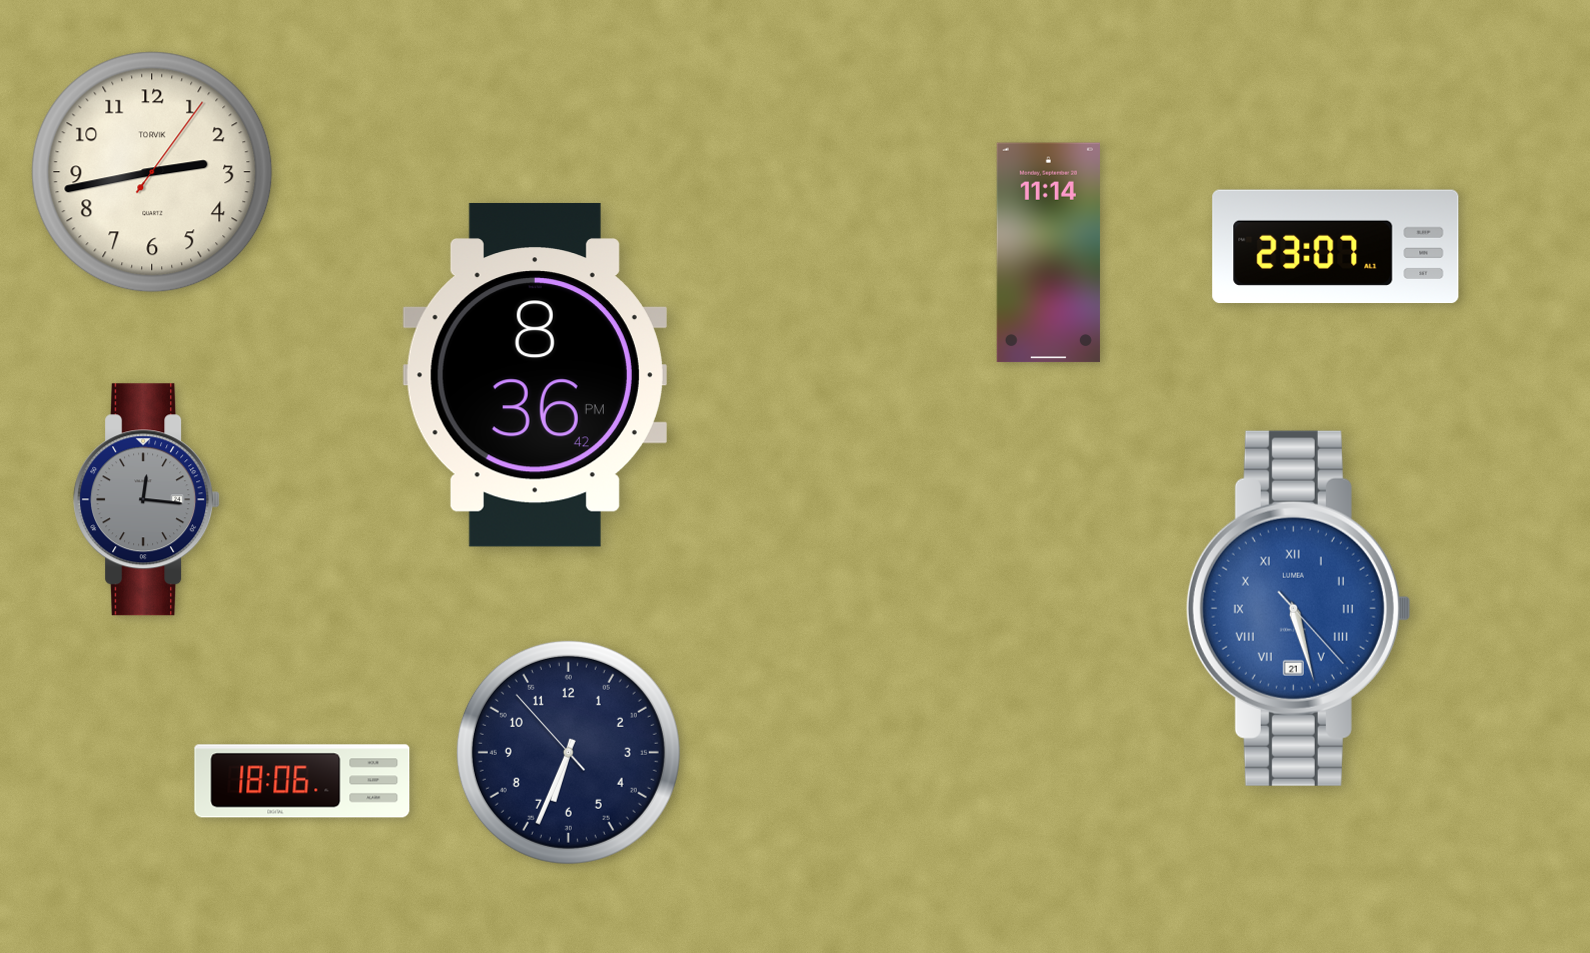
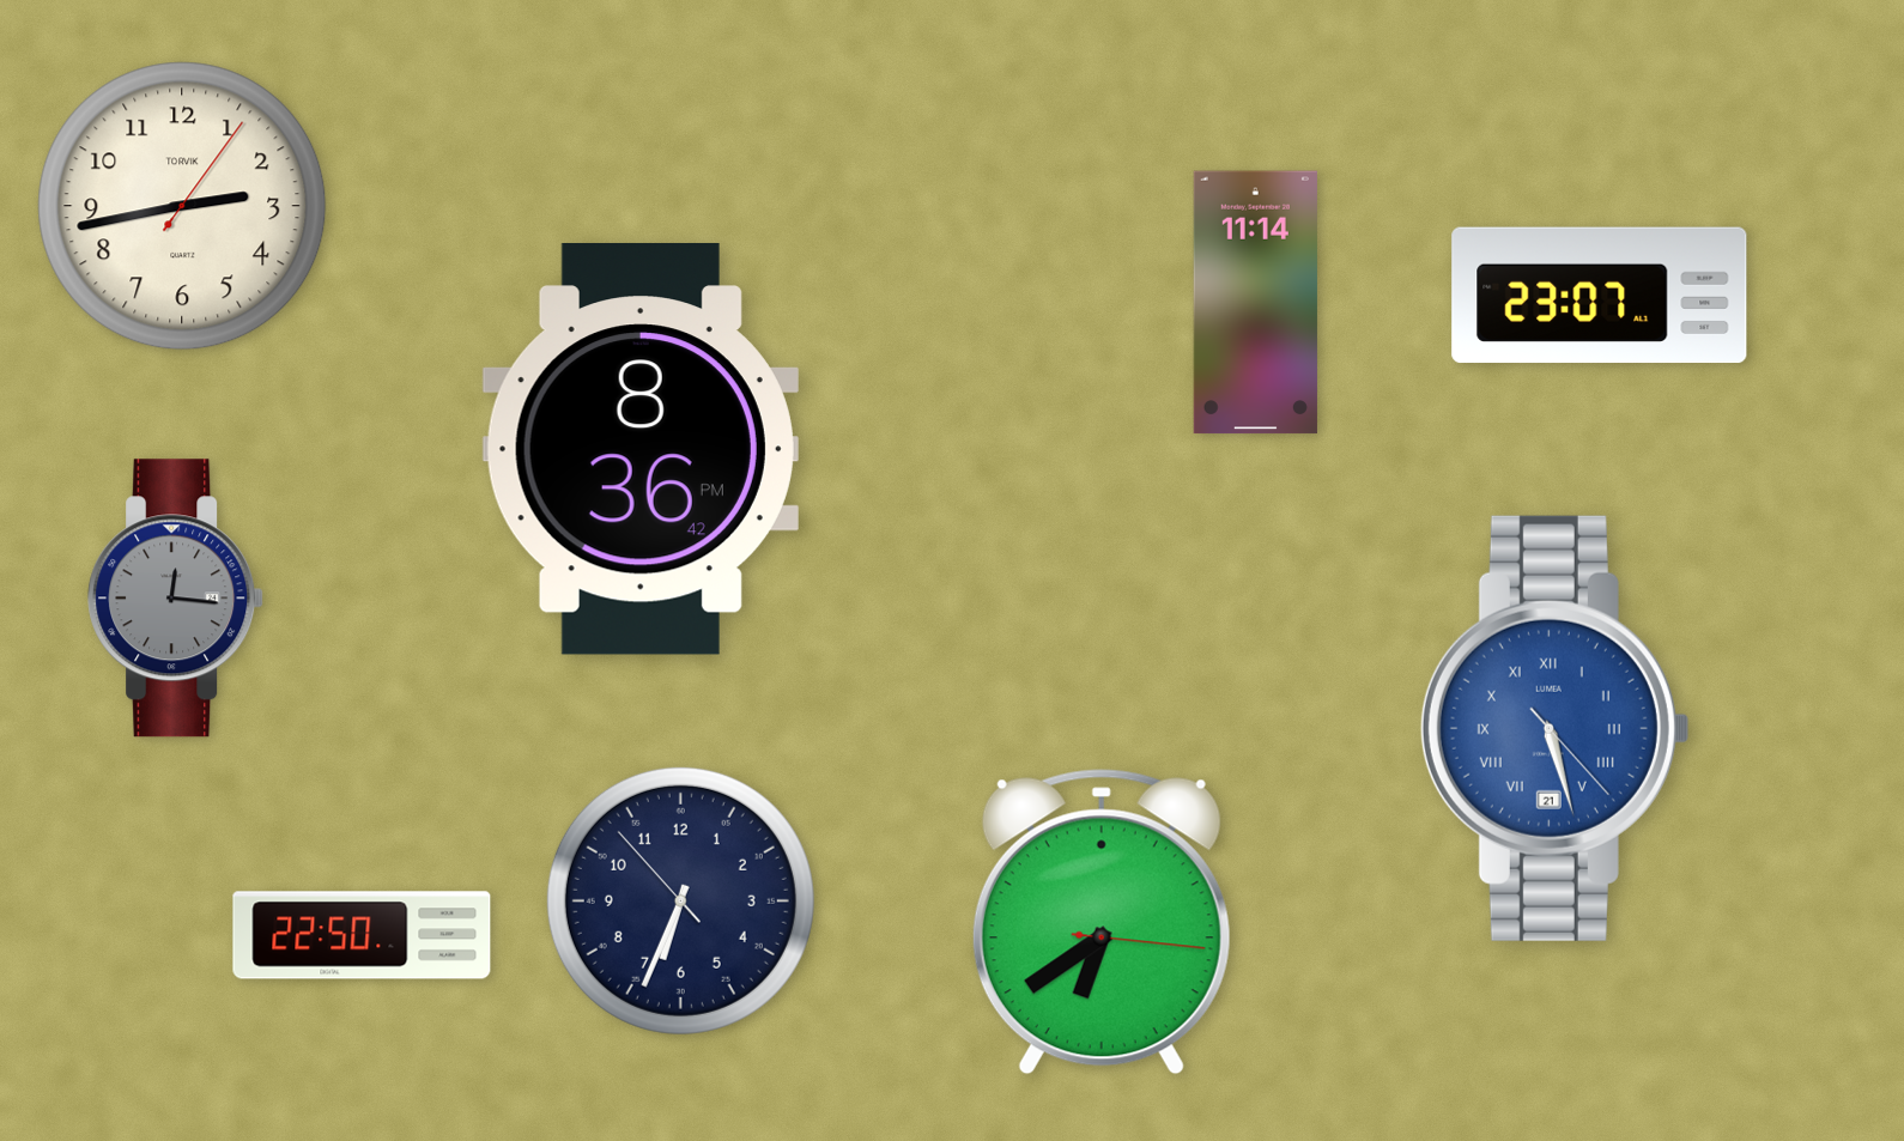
clock at (1102, 922): none -> 6:39
clock at (302, 781): 18:06 -> 22:50
